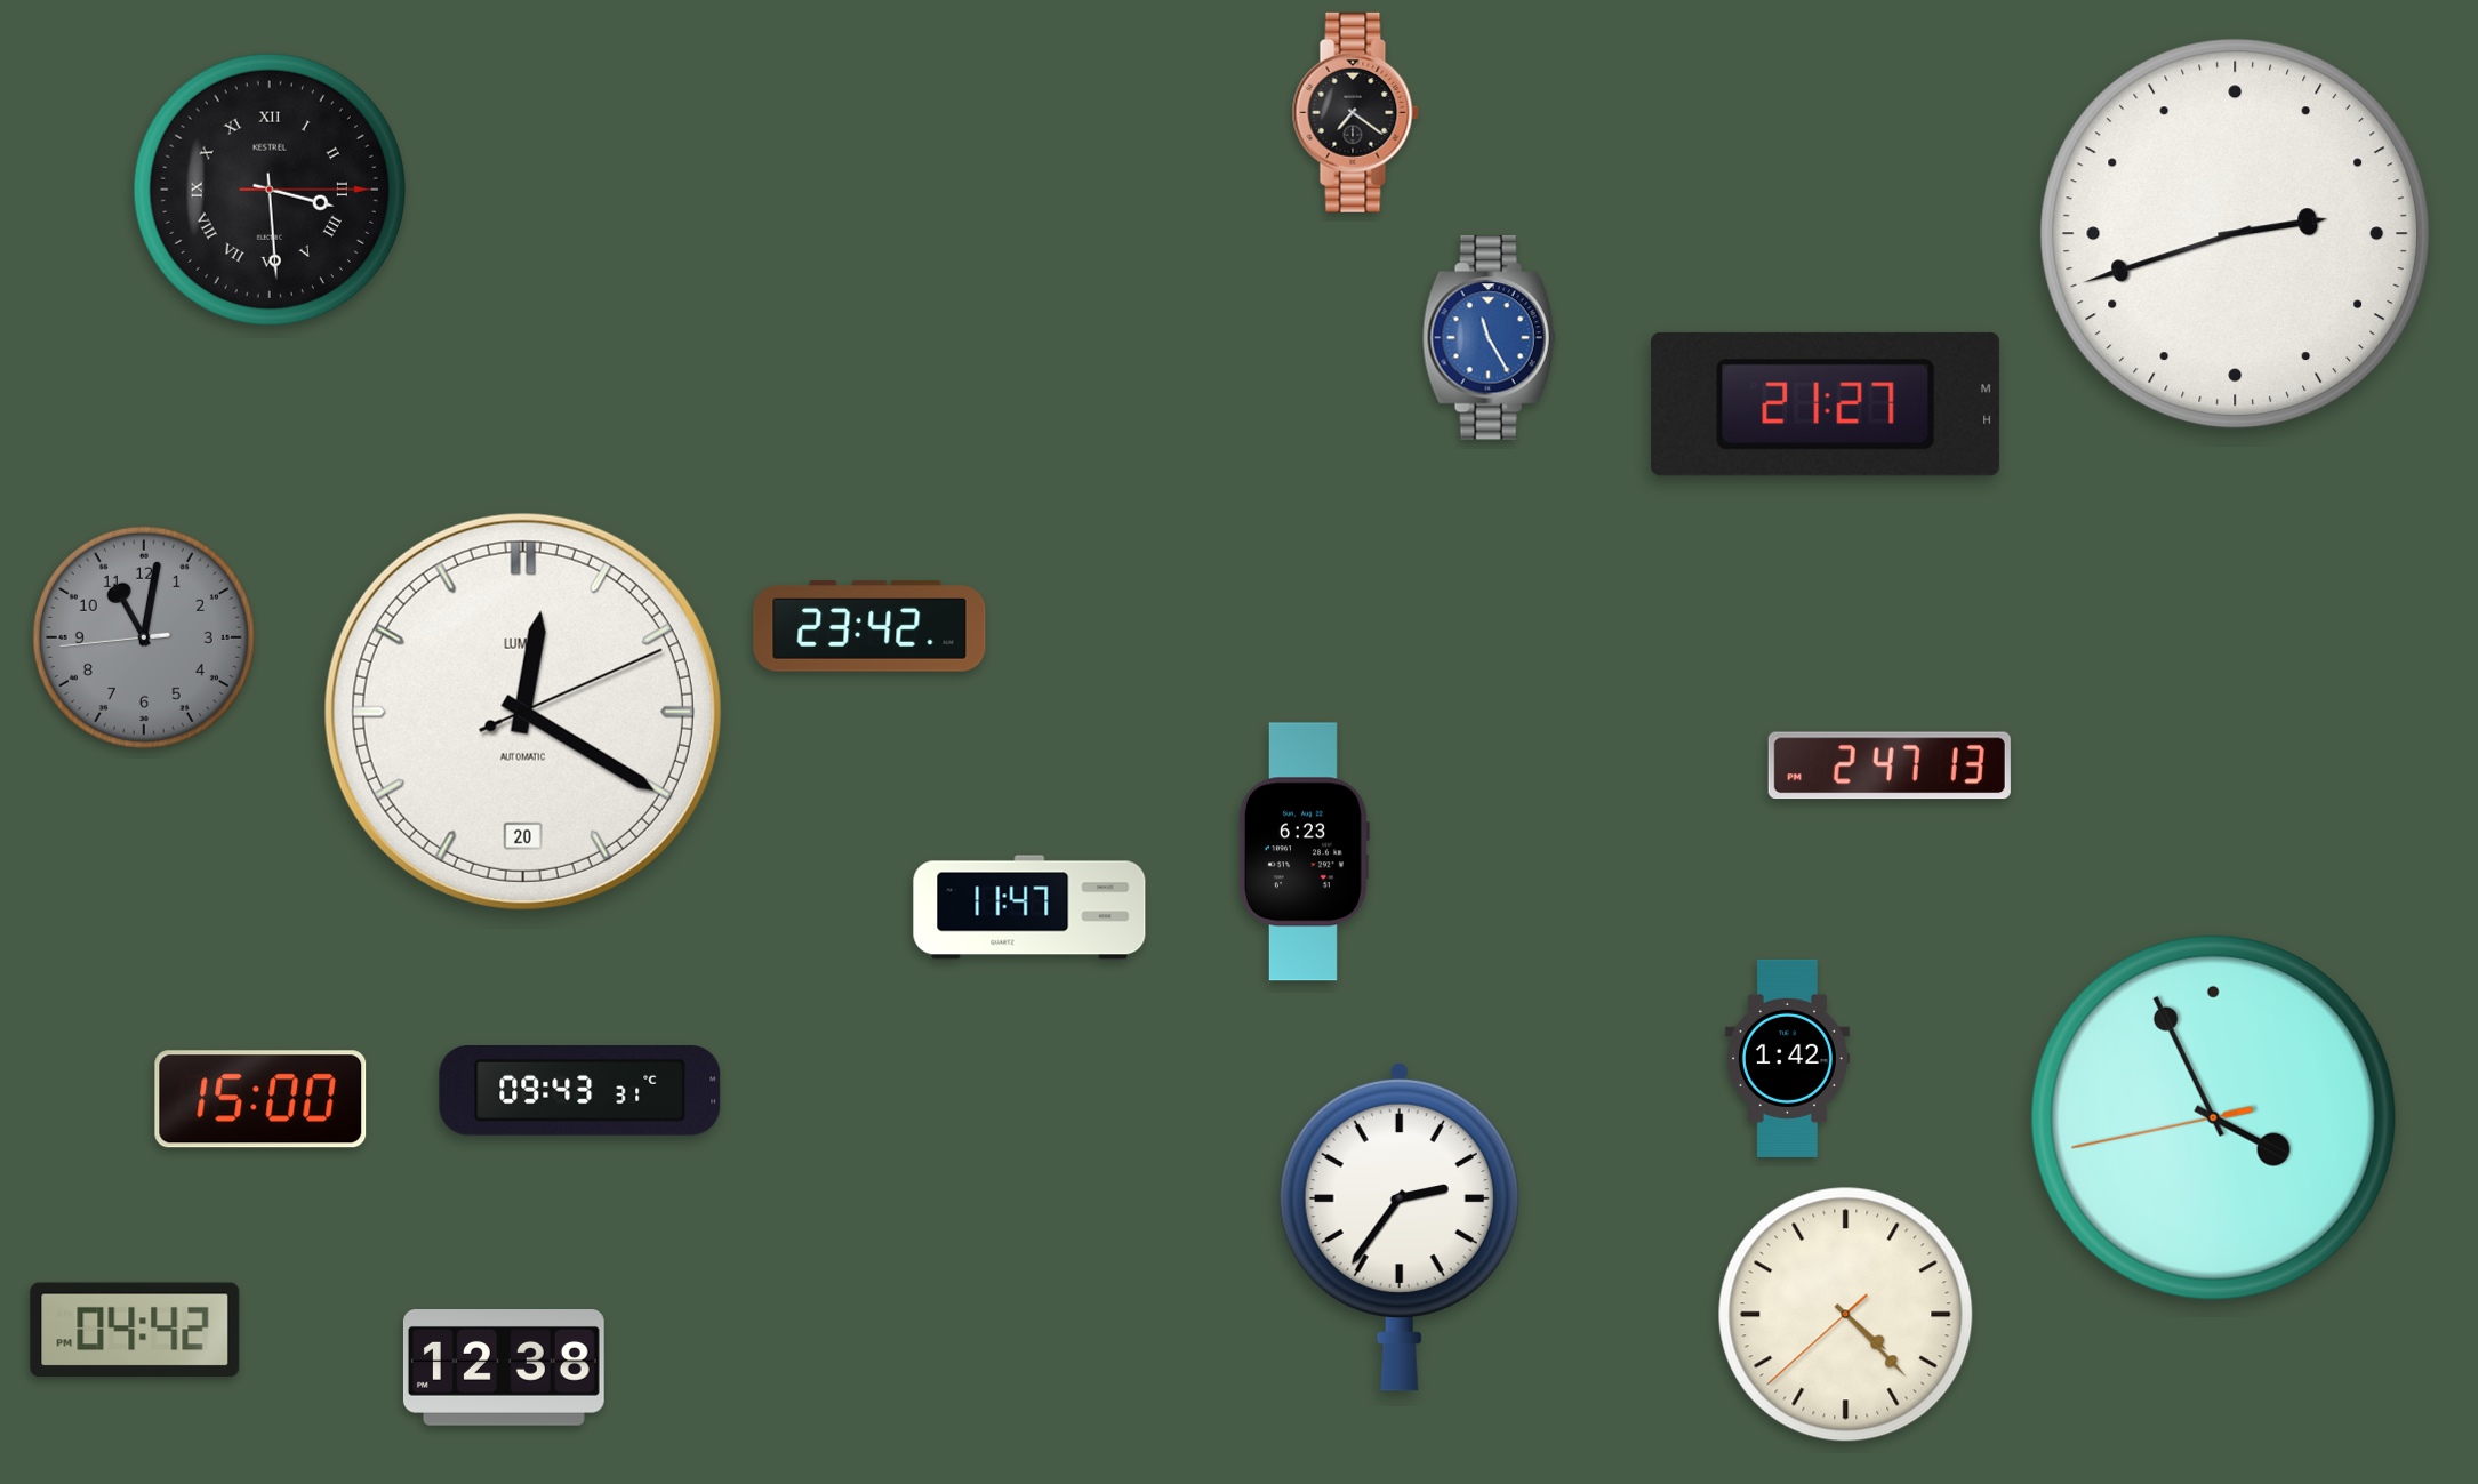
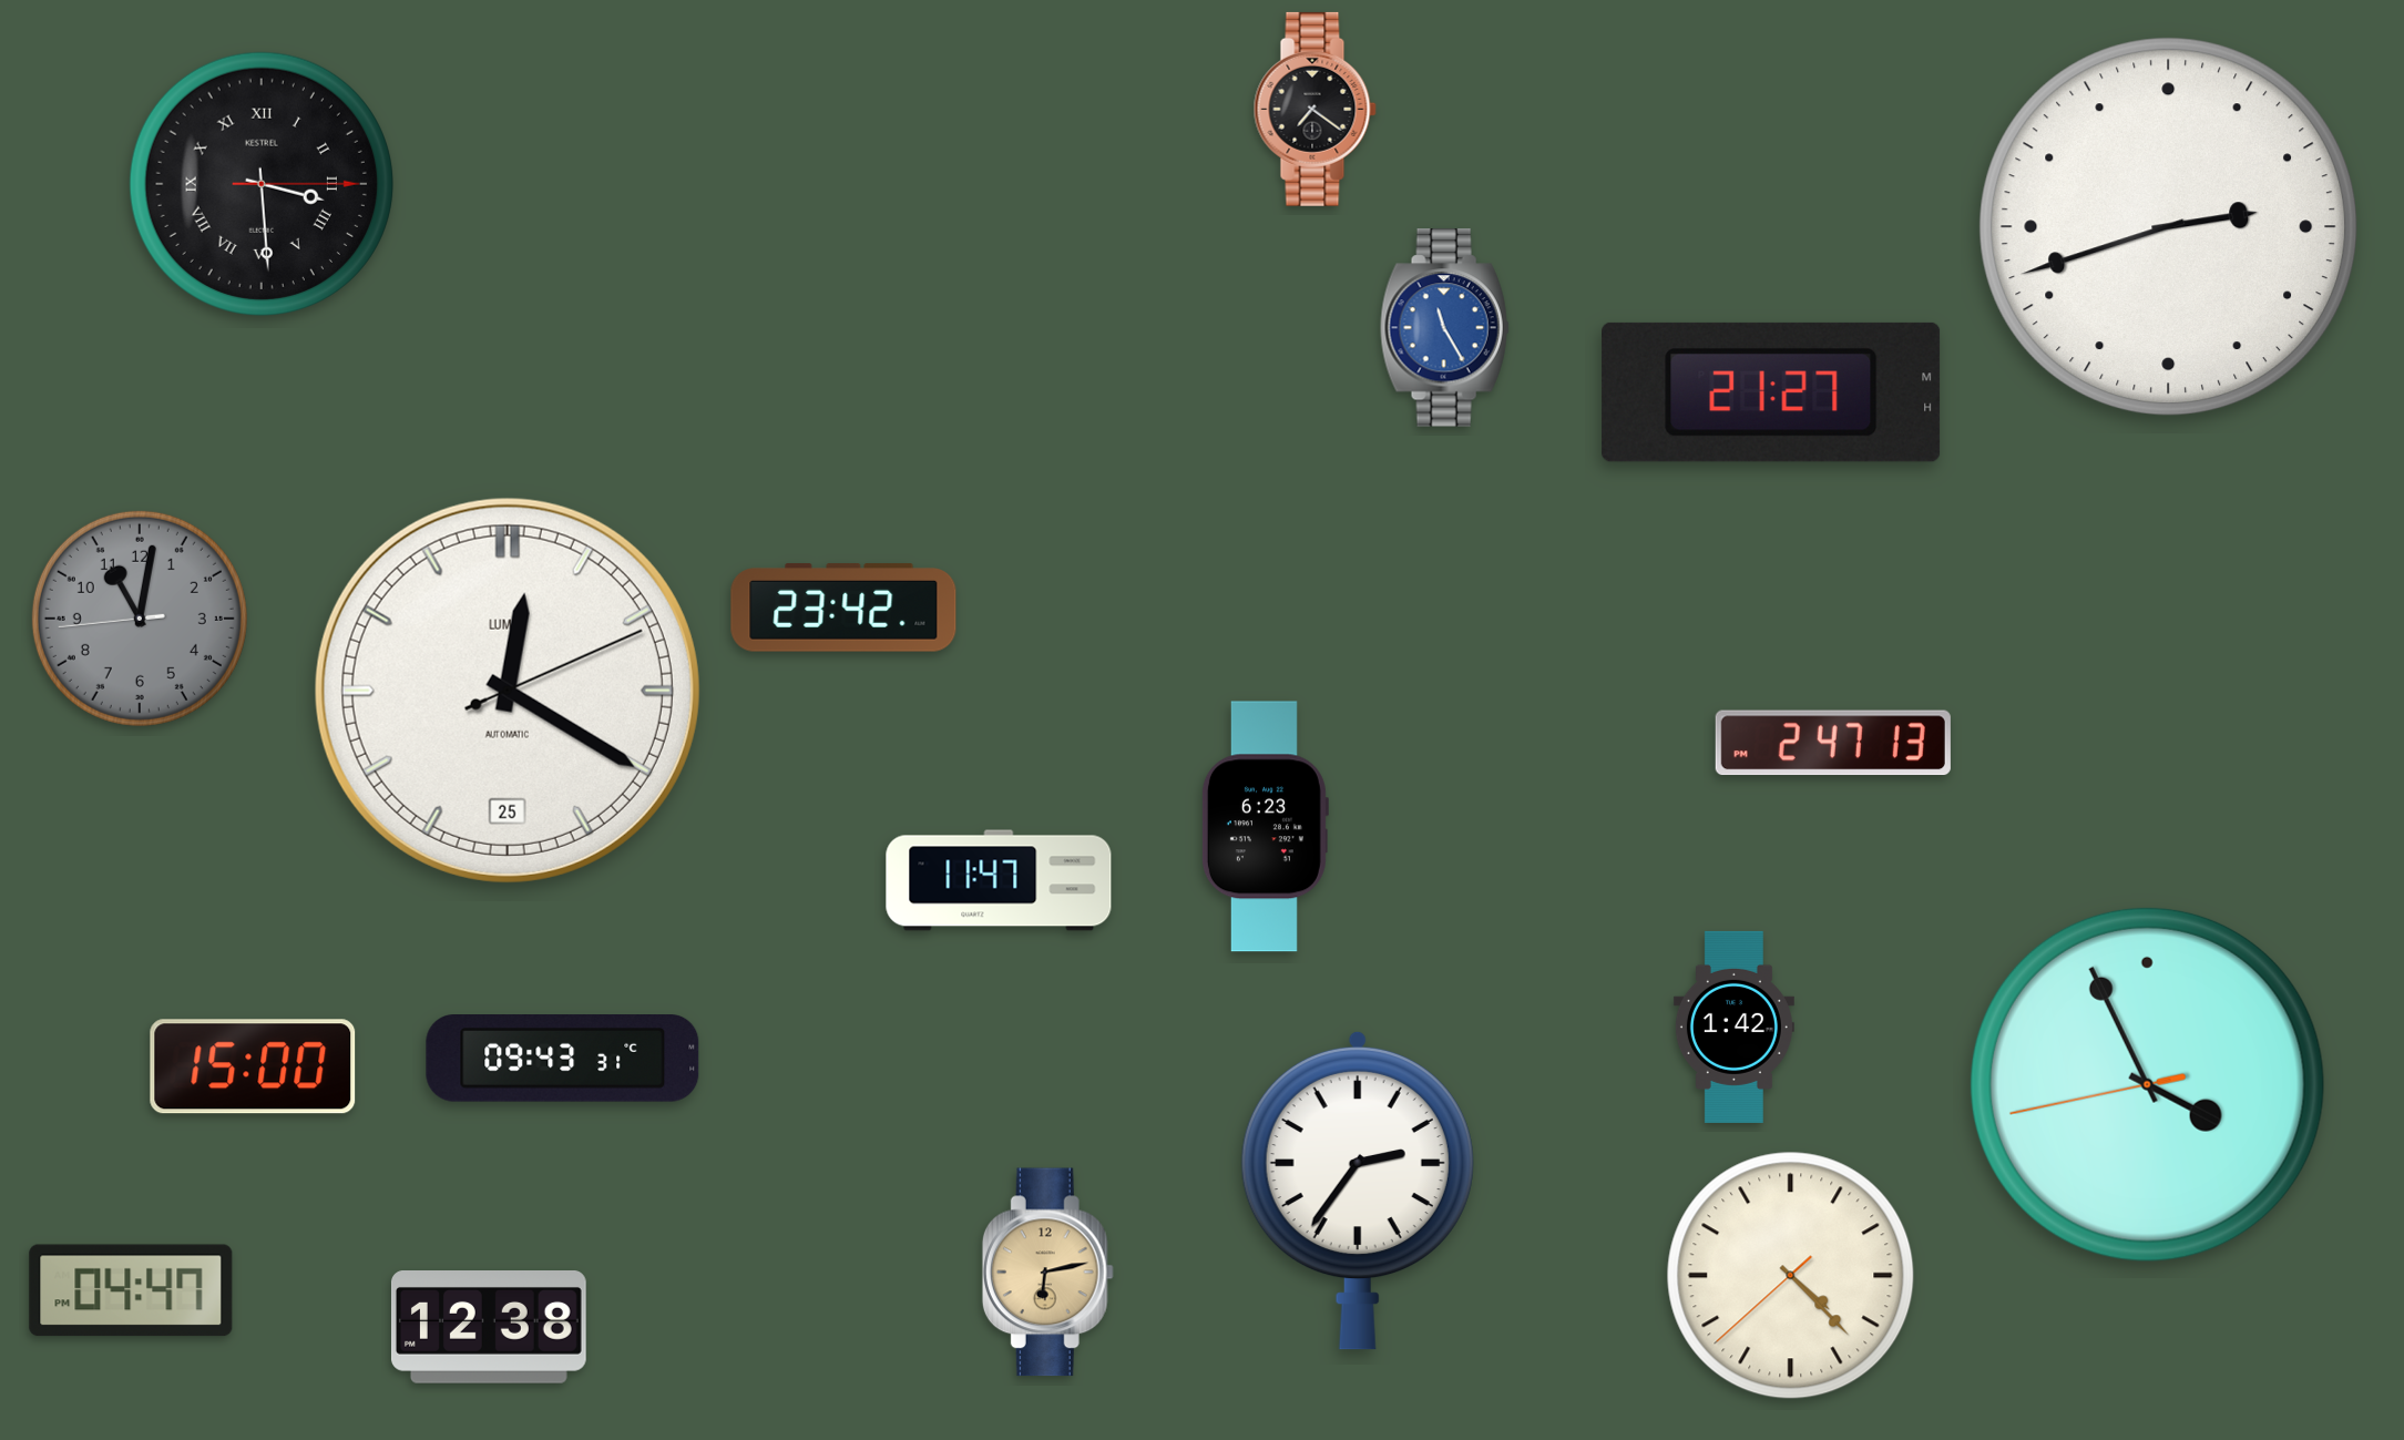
clock at (523, 712) date: 20 -> 25
clock at (1047, 1273): none -> 6:13
clock at (135, 1330): 04:42 -> 04:47
